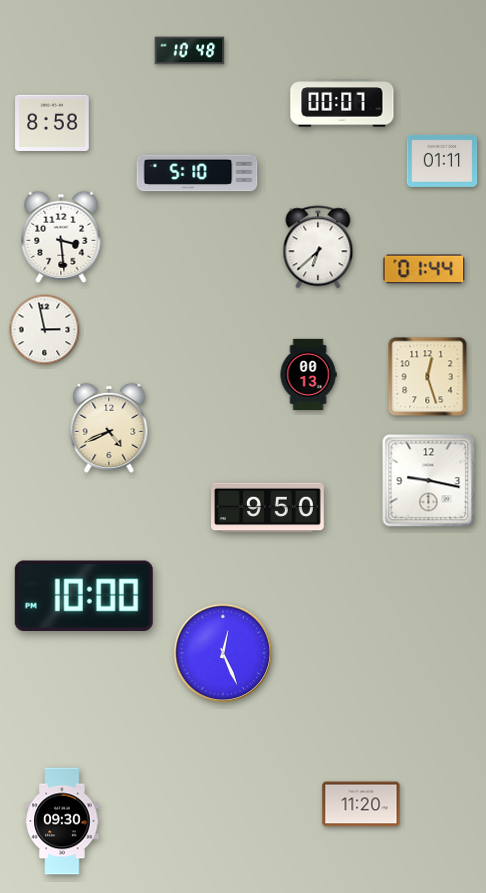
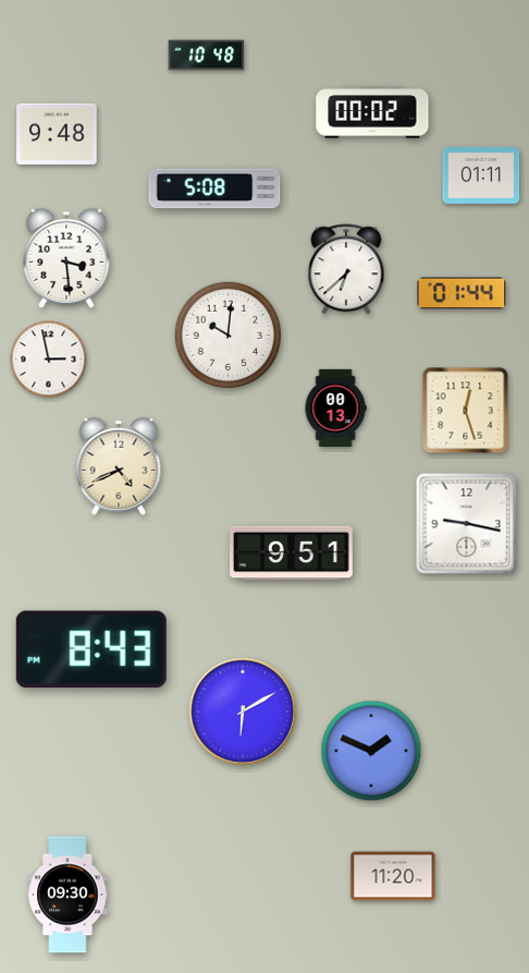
clock at (342, 103): 00:07 -> 00:02
clock at (52, 123): 8:58 -> 9:48
clock at (197, 173): 5:10 -> 5:08
clock at (227, 335): none -> 10:01
clock at (268, 508): 9:50 -> 9:51
clock at (84, 595): 10:00 -> 8:43
clock at (223, 653): 12:26 -> 6:10
clock at (371, 751): none -> 1:49
